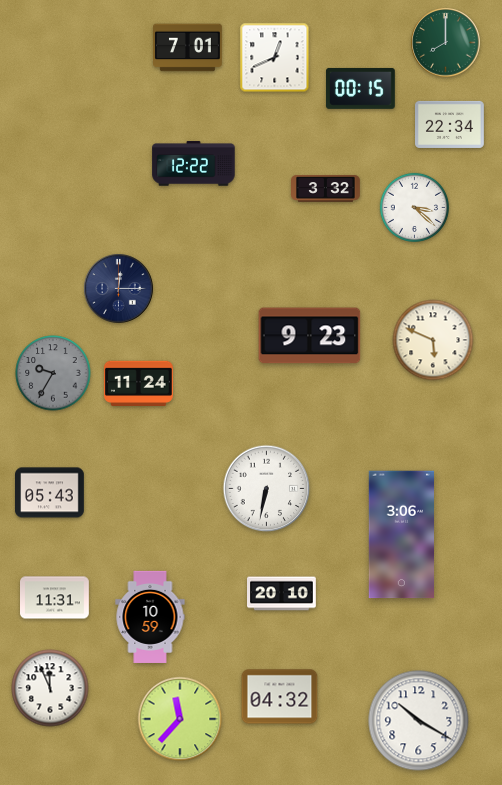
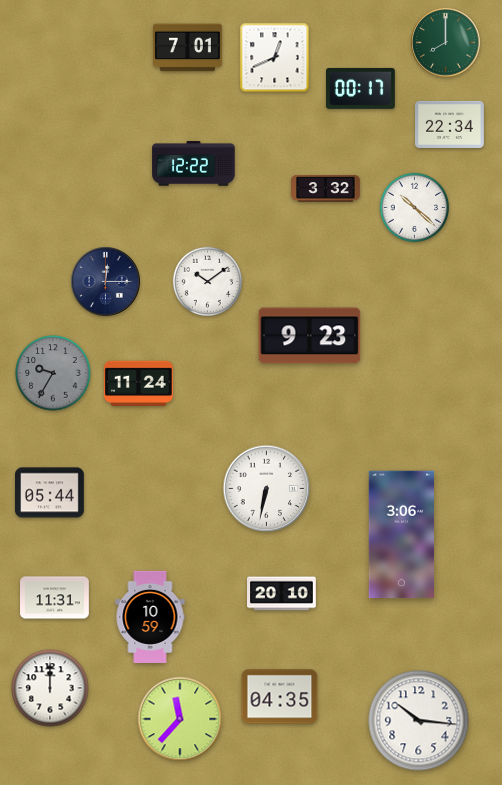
clock at (361, 89): 00:15 -> 00:17
clock at (414, 207): 3:22 -> 10:22
clock at (207, 281): none -> 10:09
clock at (119, 289) position: (119, 289) -> (106, 282)
clock at (433, 340): 5:49 -> none
clock at (50, 493): 05:43 -> 05:44
clock at (50, 688): 11:56 -> 12:00
clock at (280, 697): 04:32 -> 04:35
clock at (419, 721): 10:20 -> 10:16
